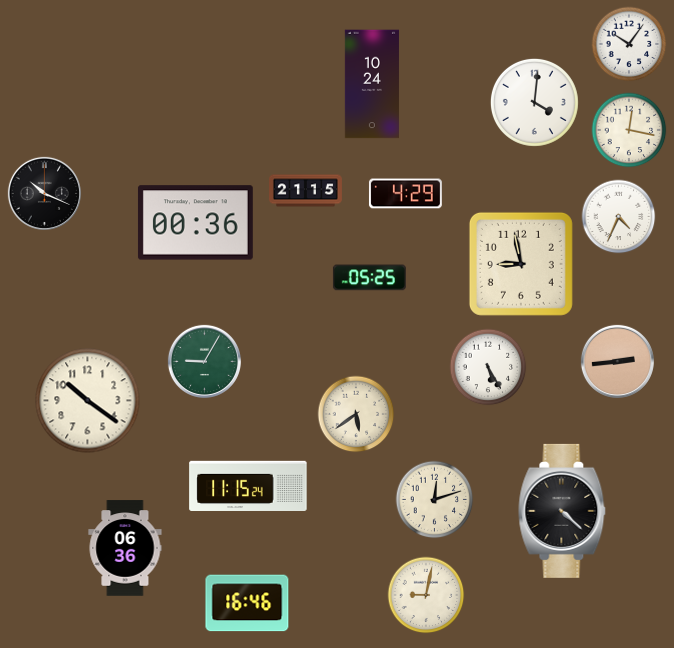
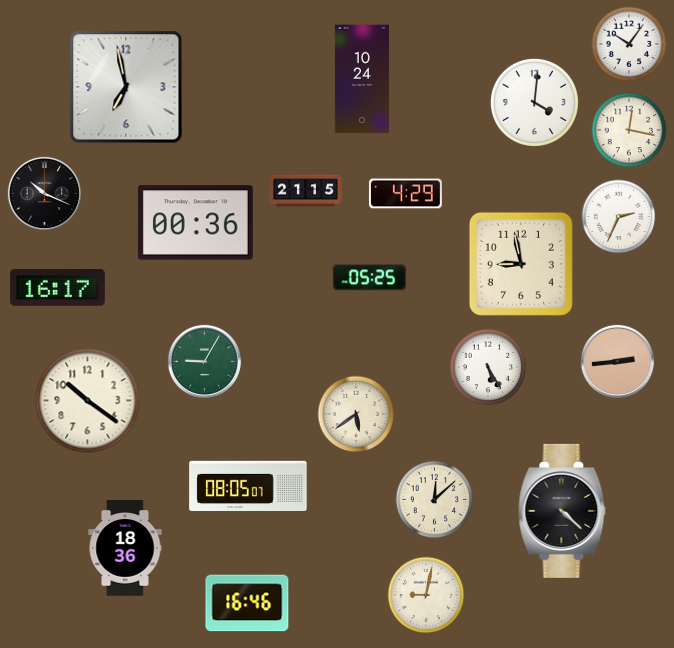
clock at (372, 84) position: (372, 84) -> (362, 79)
clock at (126, 87): none -> 6:58
clock at (619, 217): 4:34 -> 2:34
clock at (58, 288): none -> 16:17
clock at (248, 485): 11:15 -> 08:05
clock at (435, 500): 12:12 -> 12:08
clock at (125, 548): 06:36 -> 18:36
